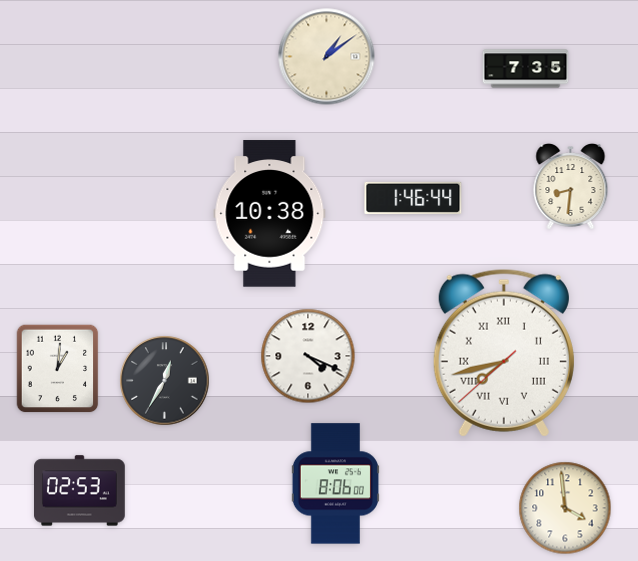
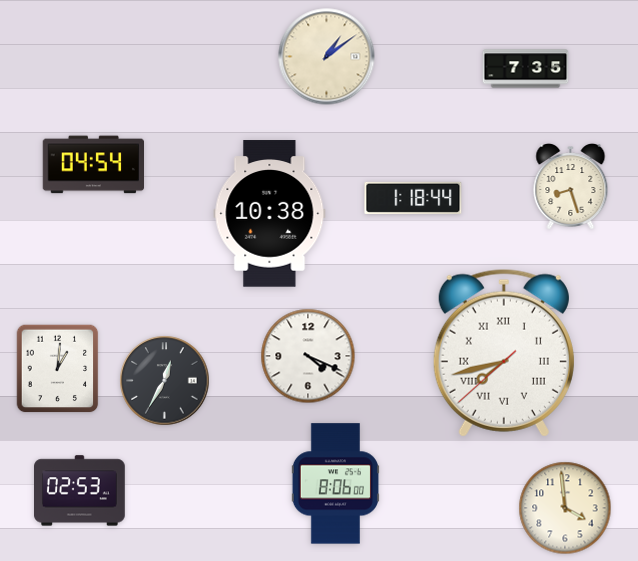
clock at (94, 165): none -> 04:54
clock at (571, 187): 8:31 -> 8:27
clock at (413, 198): 1:46 -> 1:18
